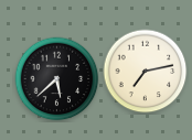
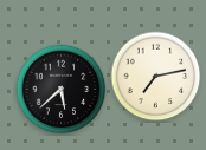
clock at (57, 79) position: (57, 79) -> (62, 90)
